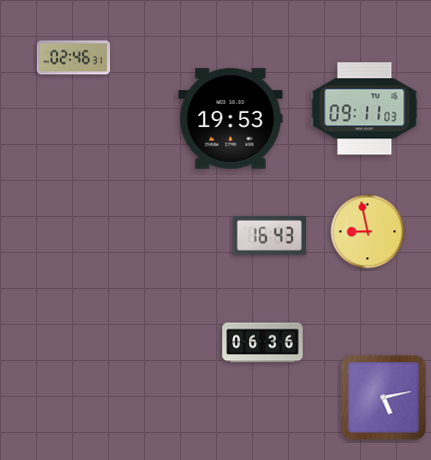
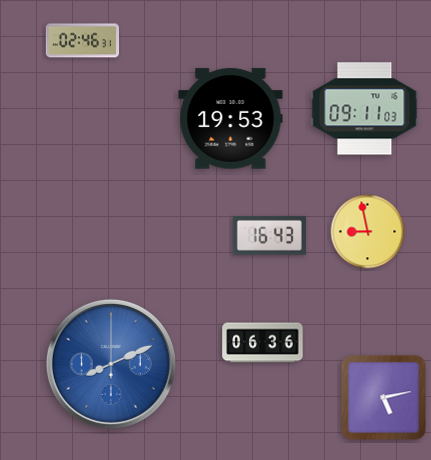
clock at (73, 58) position: (73, 58) -> (82, 41)
clock at (111, 364): none -> 8:11
